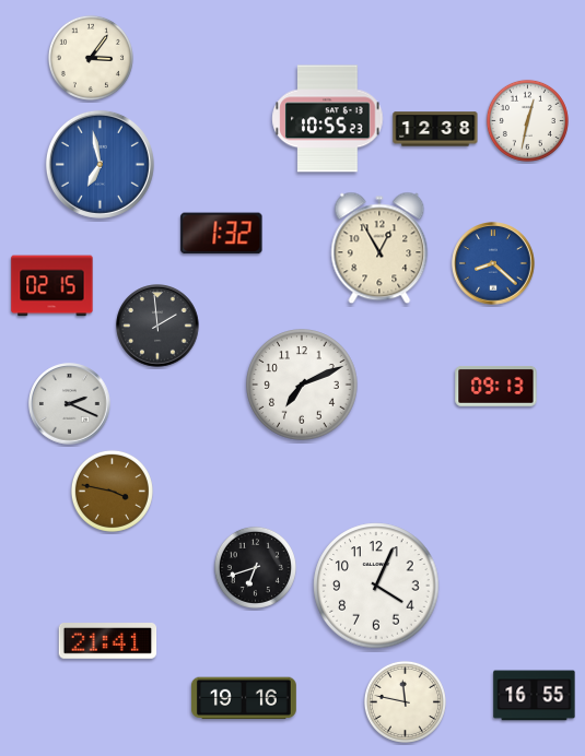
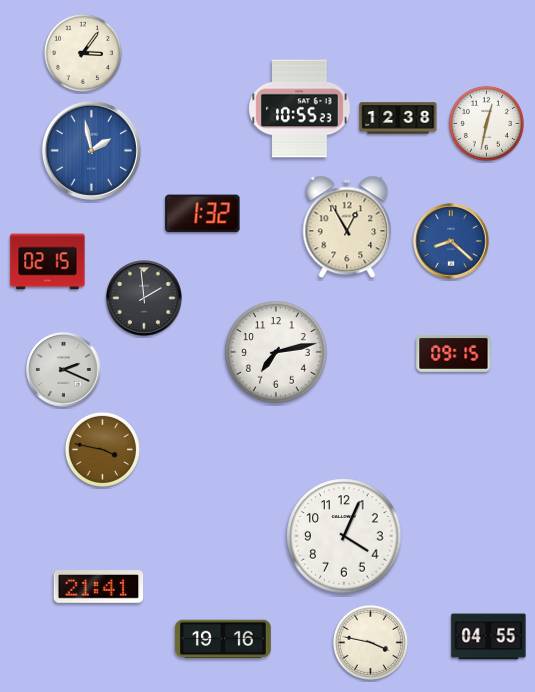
clock at (527, 120) position: (527, 120) -> (486, 123)
clock at (100, 164): 6:58 -> 1:58
clock at (302, 385): 7:11 -> 7:13
clock at (496, 387): 09:13 -> 09:15
clock at (255, 567): 6:42 -> none
clock at (535, 696): 16:55 -> 04:55
clock at (405, 701): 11:47 -> 3:47
